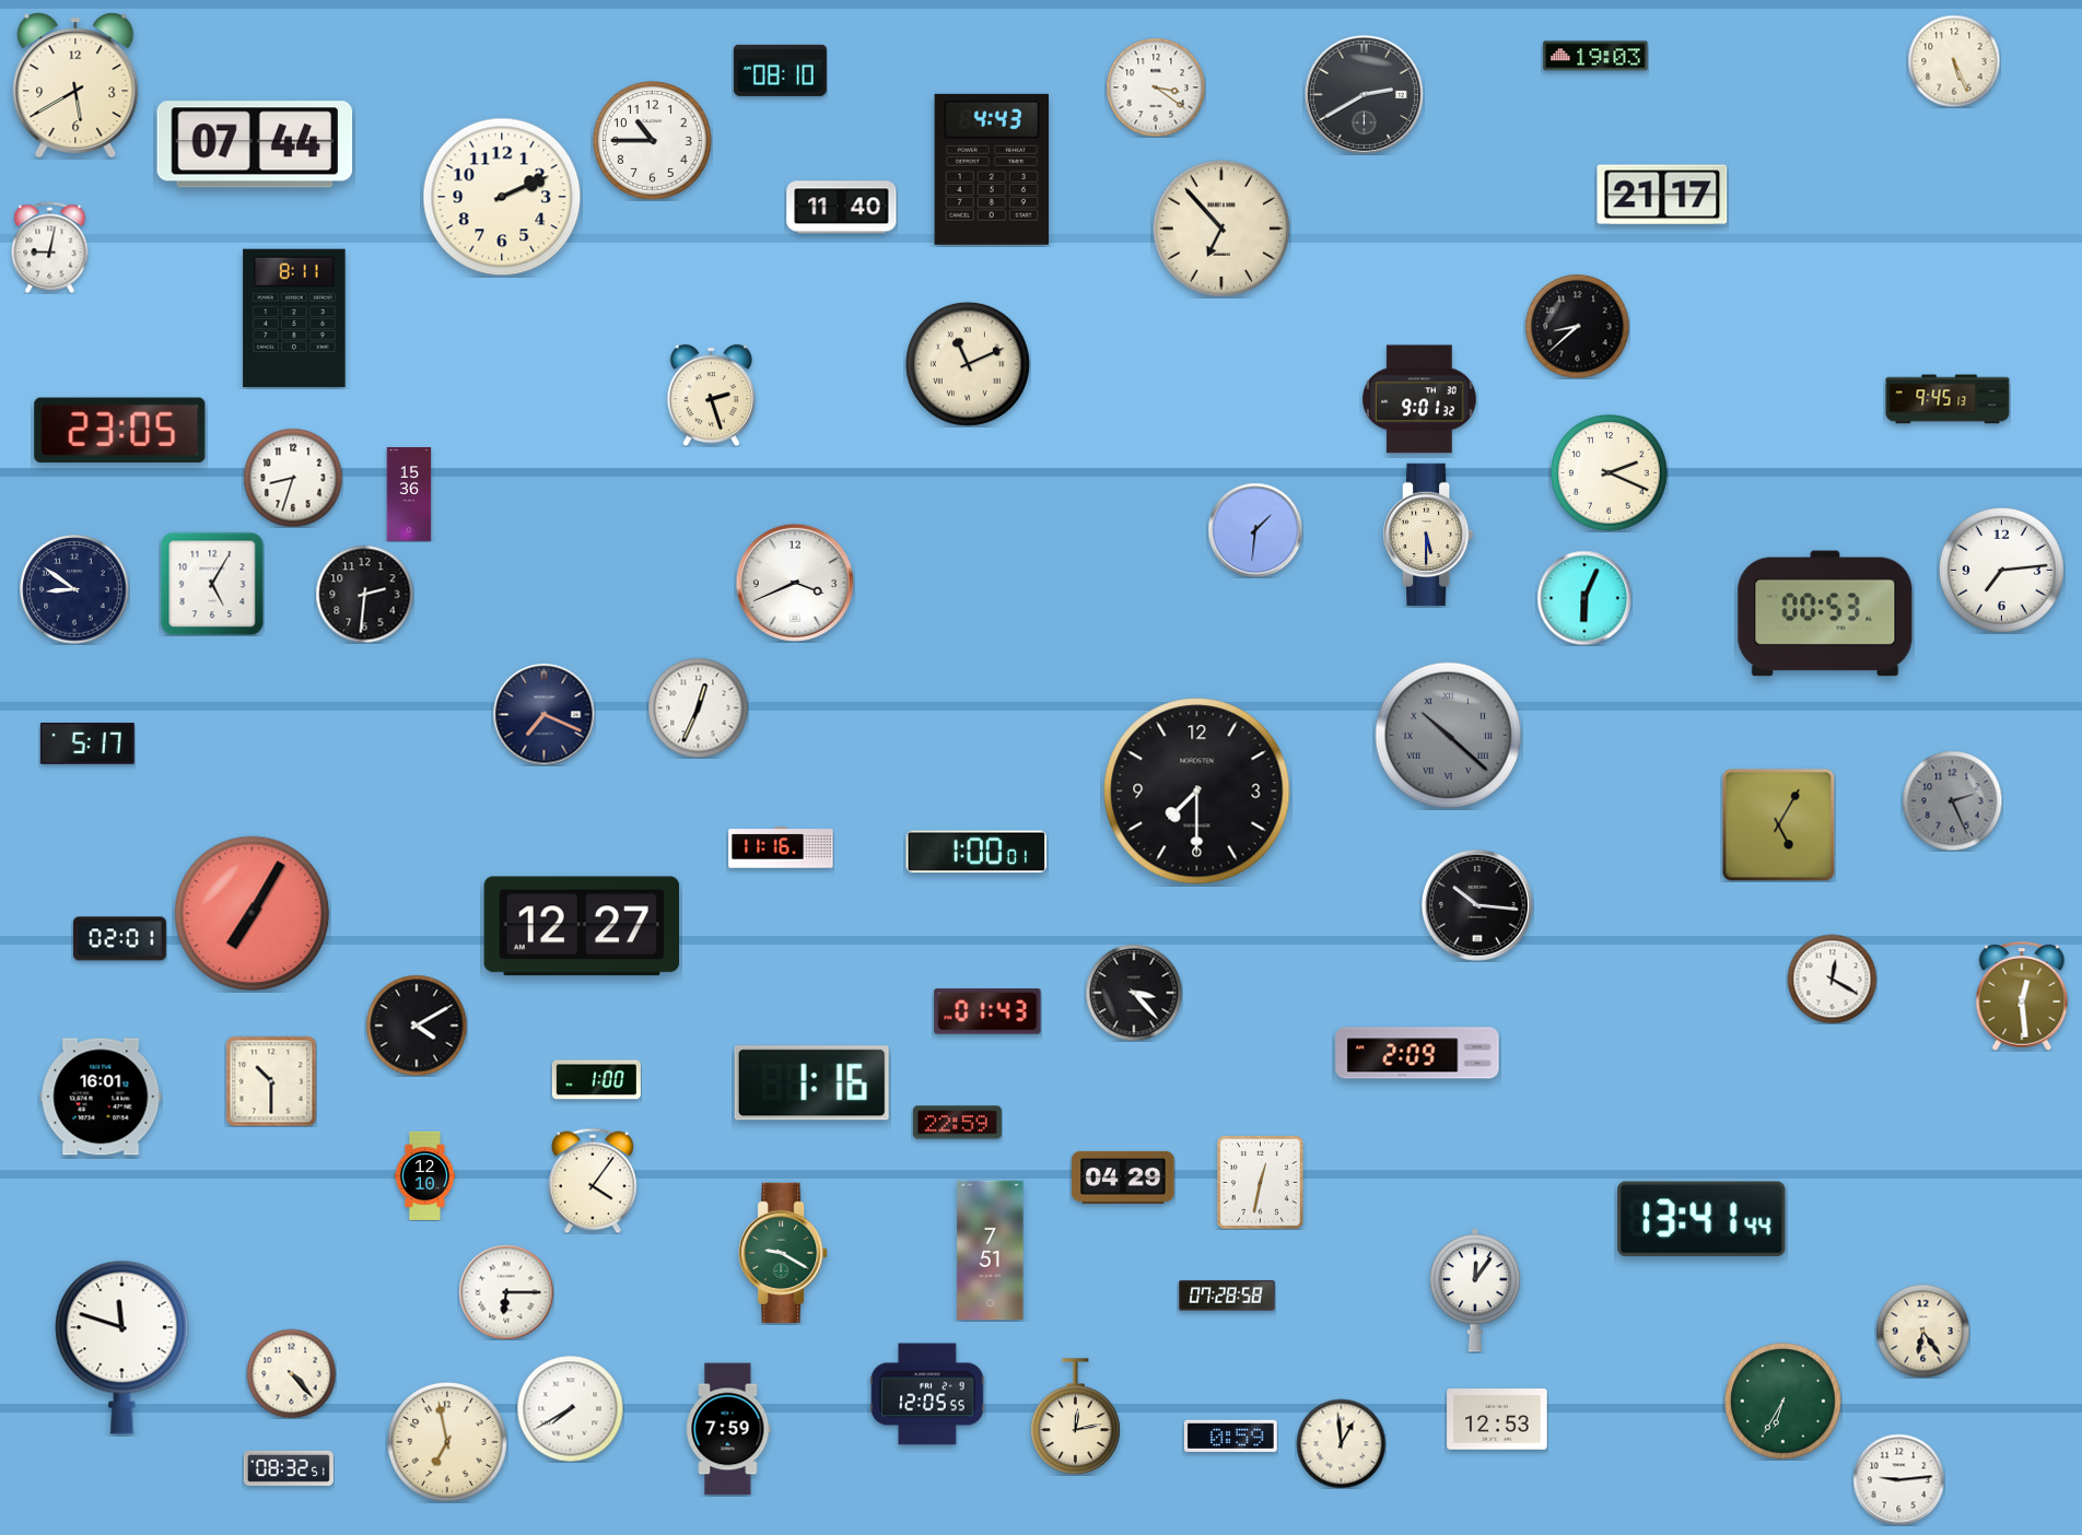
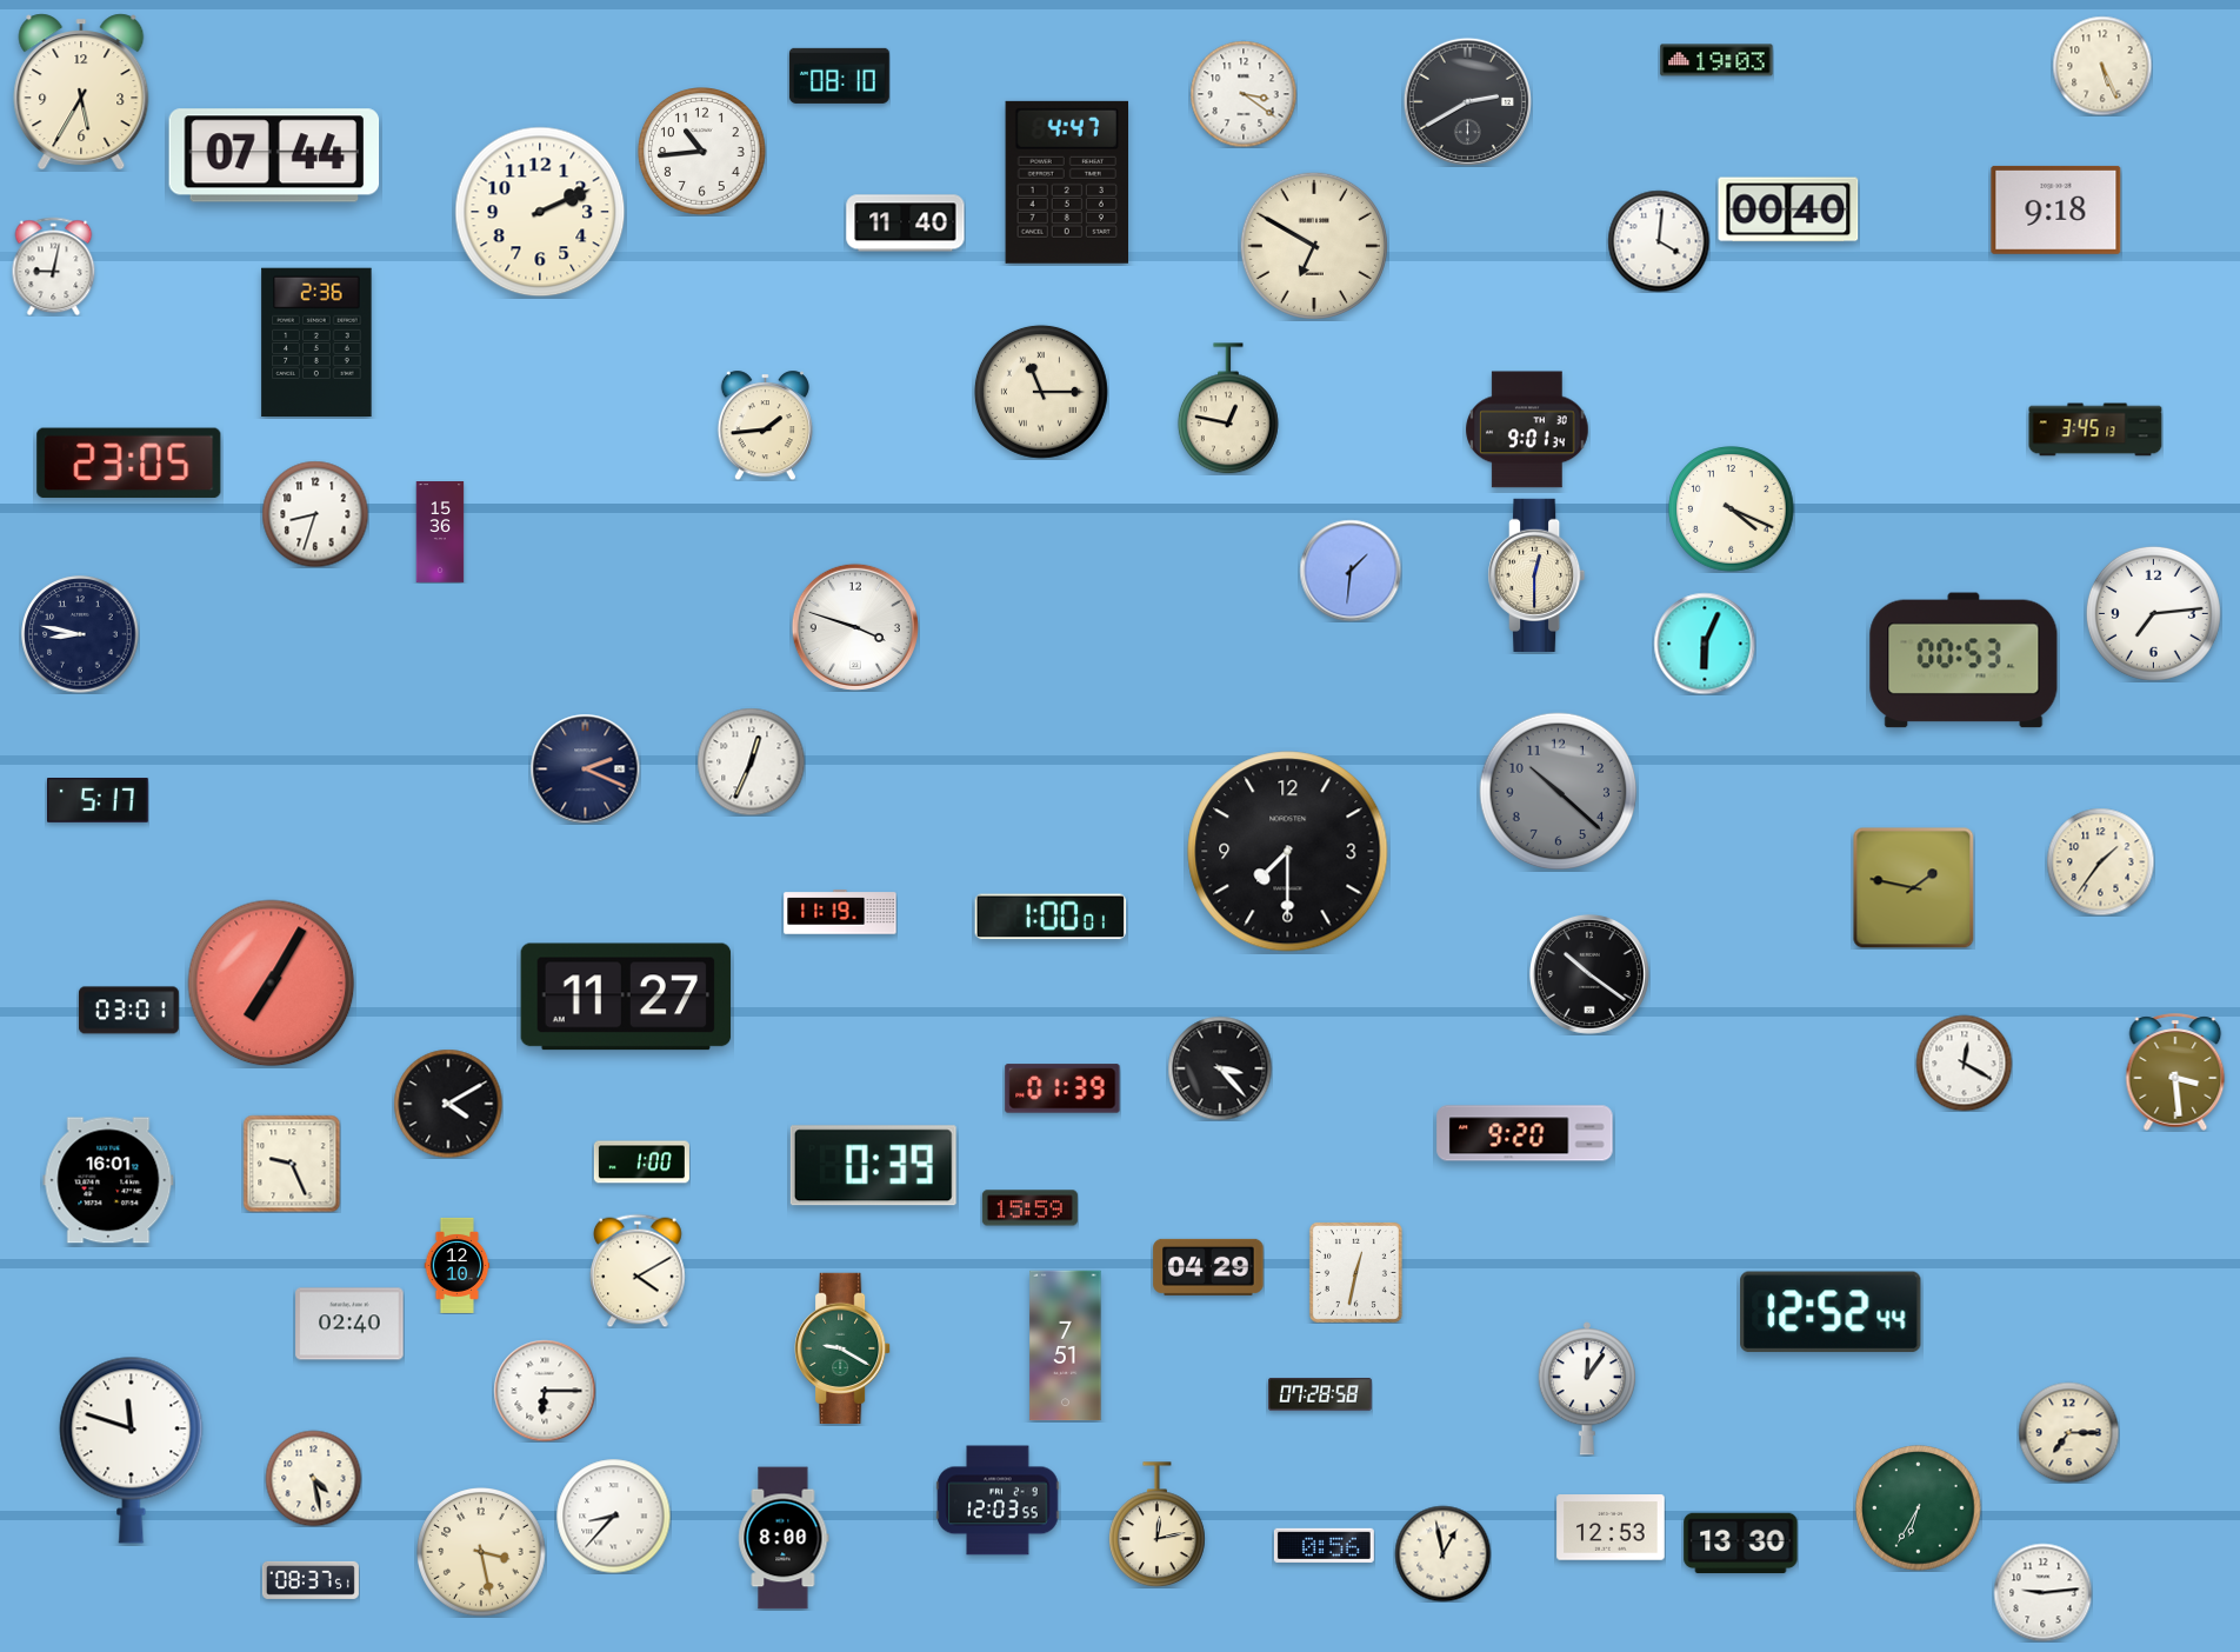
clock at (75, 85): 5:40 -> 5:35
clock at (653, 141): 10:45 -> 10:44
clock at (992, 169): 4:43 -> 4:47
clock at (1662, 195): 21:17 -> 00:40
clock at (2056, 209): none -> 9:18
clock at (1659, 241): none -> 4:01
clock at (1221, 229): 6:53 -> 6:50
clock at (294, 318): 8:11 -> 2:36
clock at (1577, 326): 8:38 -> none
clock at (968, 364): 11:11 -> 11:15
clock at (1228, 408): none -> 12:47
clock at (711, 395): 2:27 -> 1:44
clock at (1419, 399): 9:01:32 -> 9:01:34
clock at (1948, 399): 9:45 -> 3:45
clock at (1610, 473): 2:19 -> 4:19
clock at (1428, 535): 5:30 -> 12:30
clock at (795, 583): 3:41 -> 3:48
clock at (212, 584): 5:05 -> none
clock at (74, 589): 8:51 -> 8:47
clock at (364, 594): 2:31 -> none
clock at (543, 714): 7:19 -> 2:19
clock at (1449, 736) numerals: Roman -> Arabic
clock at (87, 745) position: (87, 745) -> (98, 801)
clock at (1952, 800): 2:26 -> 1:36
clock at (1952, 800) dial: grey -> cream
clock at (1778, 824): 5:05 -> 1:47
clock at (781, 847): 11:16 -> 11:19
clock at (1477, 905): 10:16 -> 10:21
clock at (582, 926): 12:27 -> 11:27
clock at (119, 939): 02:01 -> 03:01
clock at (1832, 979) position: (1832, 979) -> (1964, 1063)
clock at (2022, 996): 12:29 -> 3:29
clock at (987, 1011): 01:43 -> 01:39
clock at (1417, 1053): 2:09 -> 9:20
clock at (271, 1081): 10:30 -> 9:26
clock at (811, 1083): 1:16 -> 0:39
clock at (957, 1123): 22:59 -> 15:59
clock at (594, 1181): 4:06 -> 4:10
clock at (1701, 1219): 13:41 -> 12:52
clock at (349, 1324): none -> 02:40
clock at (1922, 1331): 6:24 -> 7:15
clock at (291, 1373): 4:23 -> 4:28
clock at (927, 1394): 12:05 -> 12:03
clock at (570, 1408): 7:40 -> 8:37
clock at (728, 1429): 7:59 -> 8:00
clock at (1741, 1544): none -> 13:30
clock at (1230, 1436): 0:59 -> 0:56
clock at (448, 1443): 6:58 -> 3:28
clock at (1341, 1443): 12:59 -> 12:58
clock at (289, 1468): 08:32 -> 08:37
